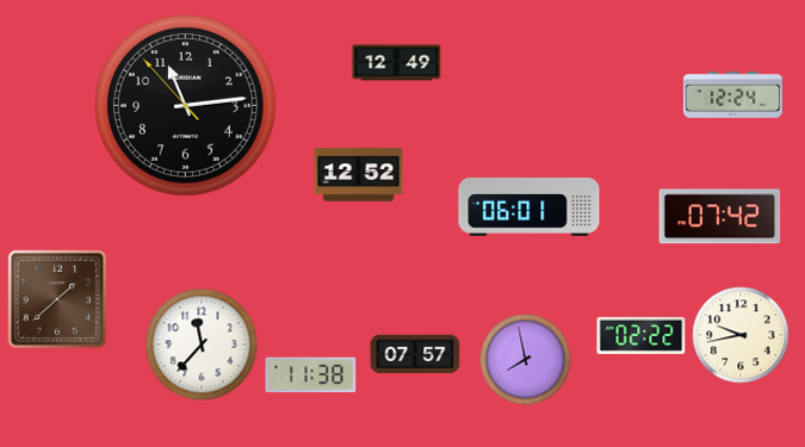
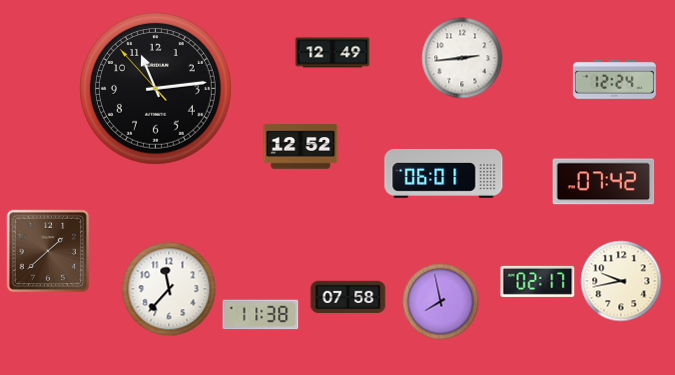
clock at (462, 58): none -> 2:44
clock at (642, 335): 02:22 -> 02:17
clock at (415, 354): 07:57 -> 07:58
